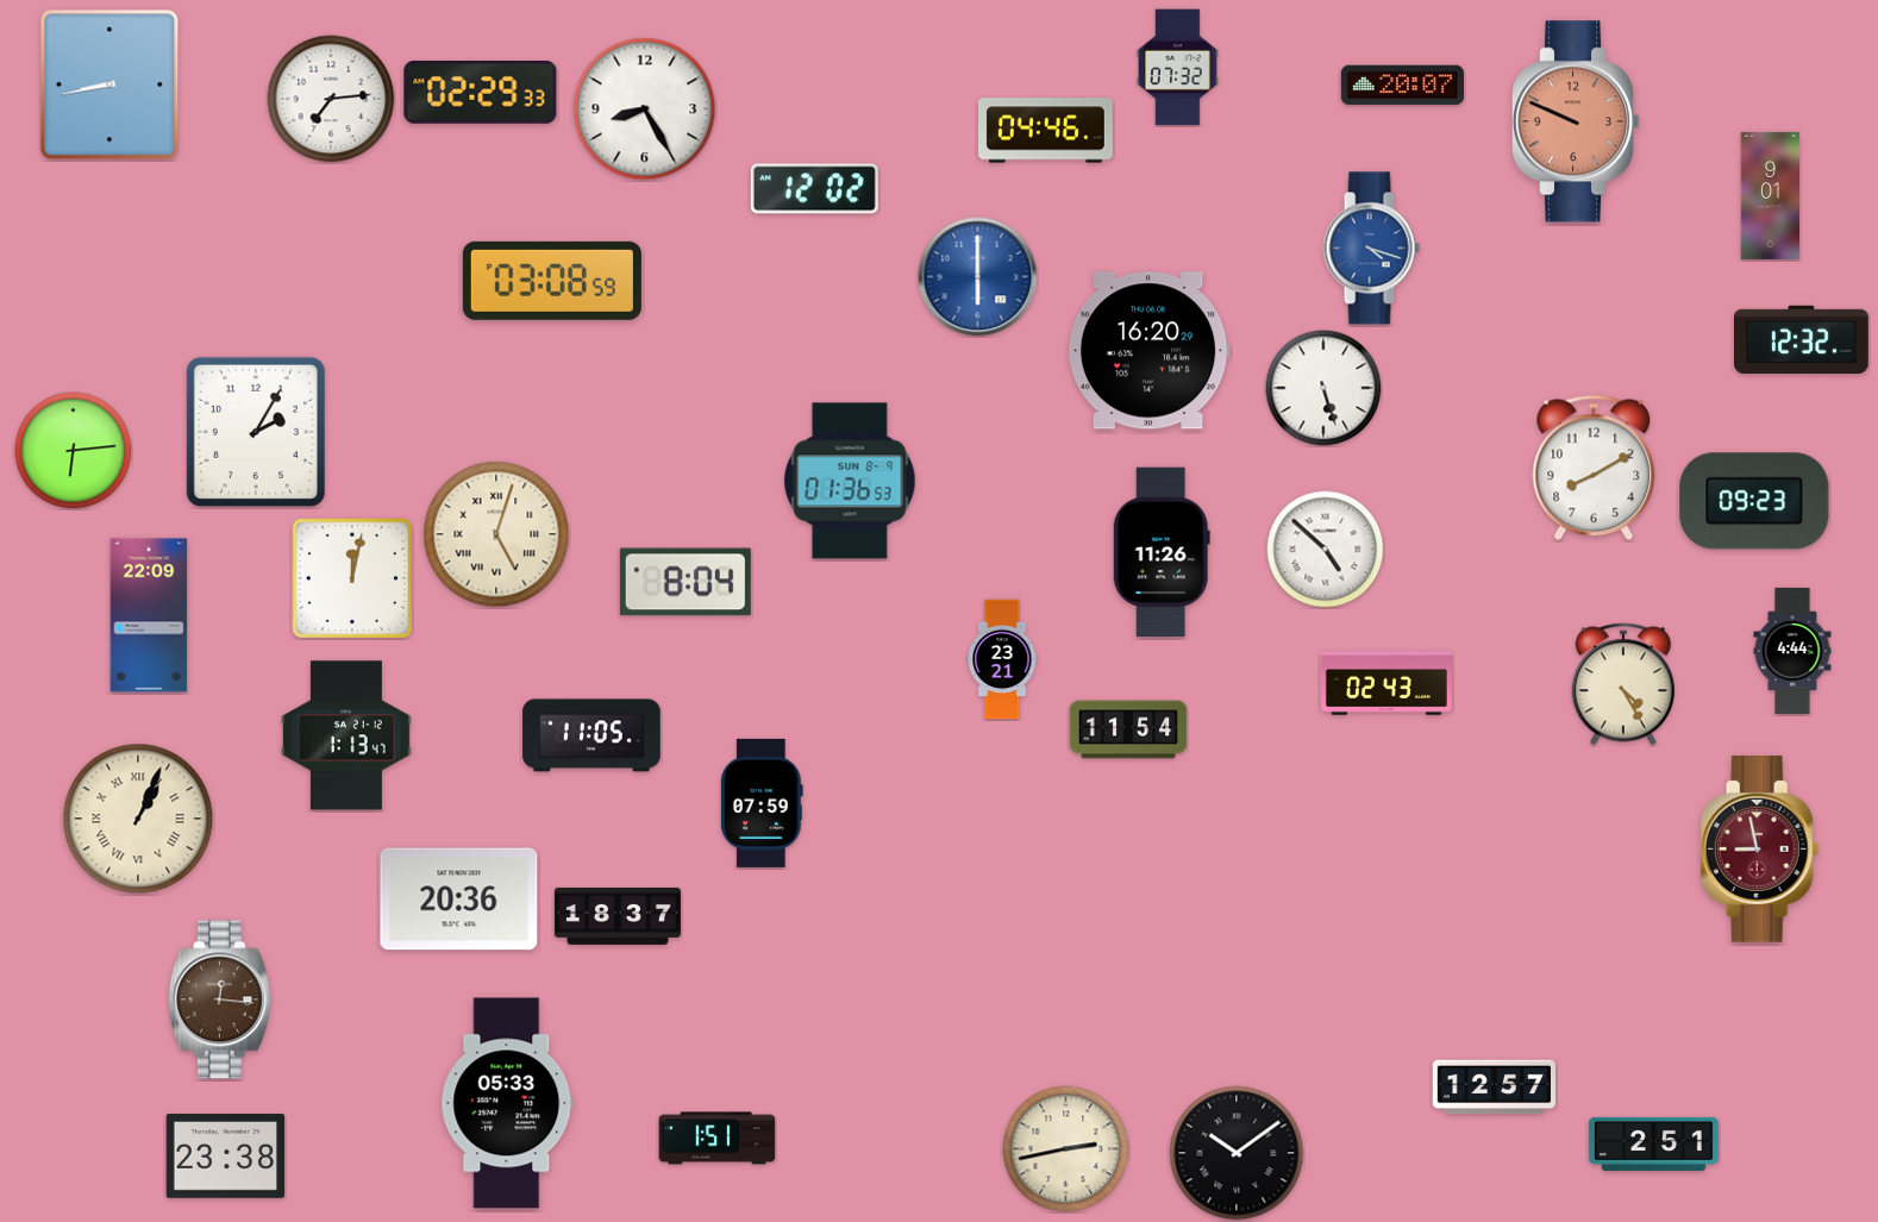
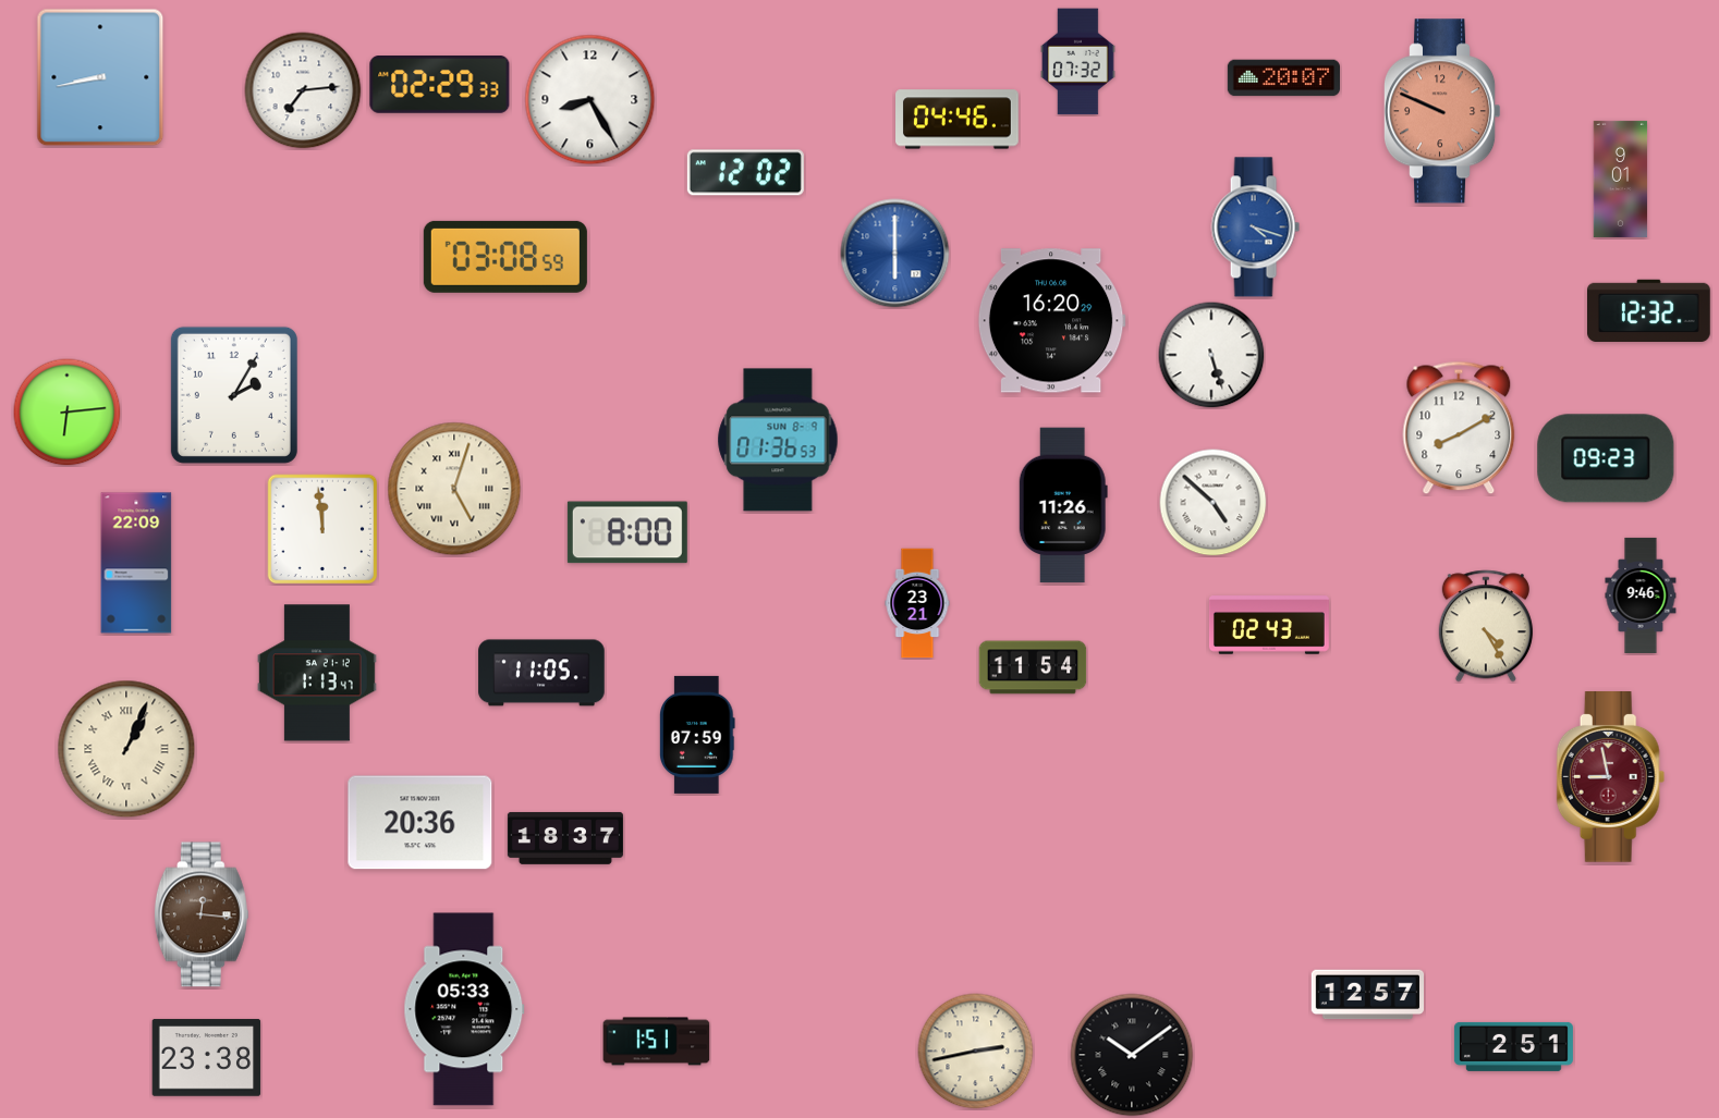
clock at (352, 578): 12:02 -> 11:59
clock at (686, 582): 8:04 -> 8:00
clock at (1792, 651): 4:44 -> 9:46
